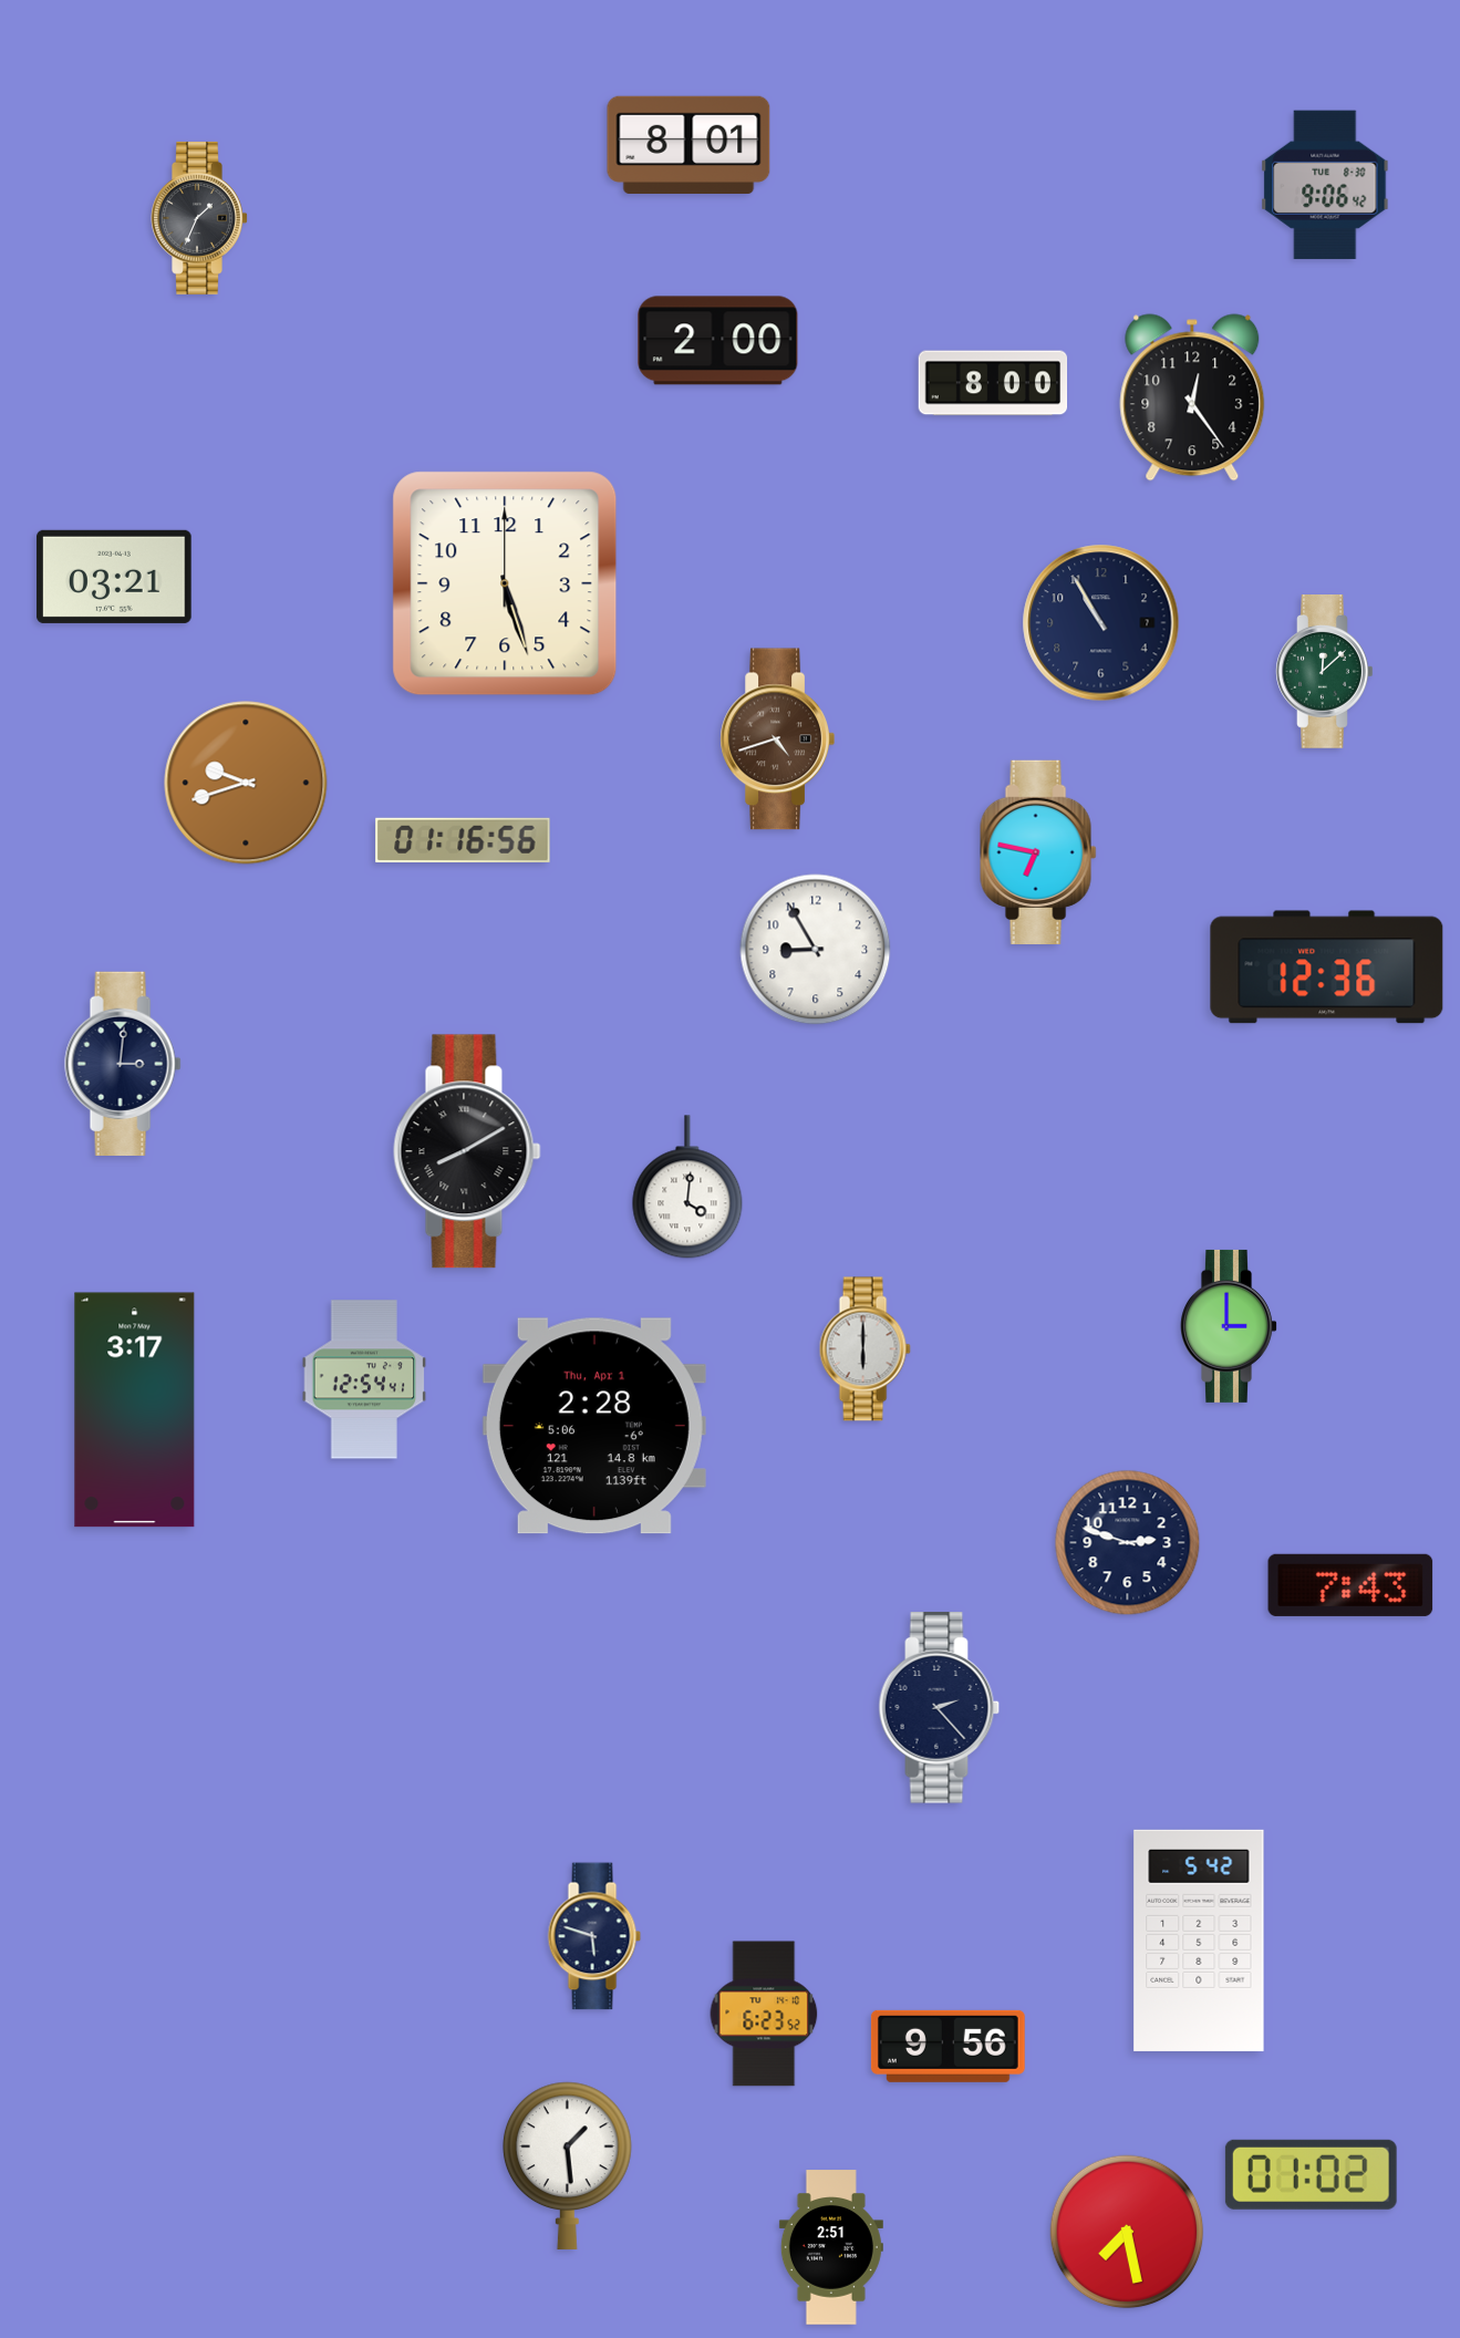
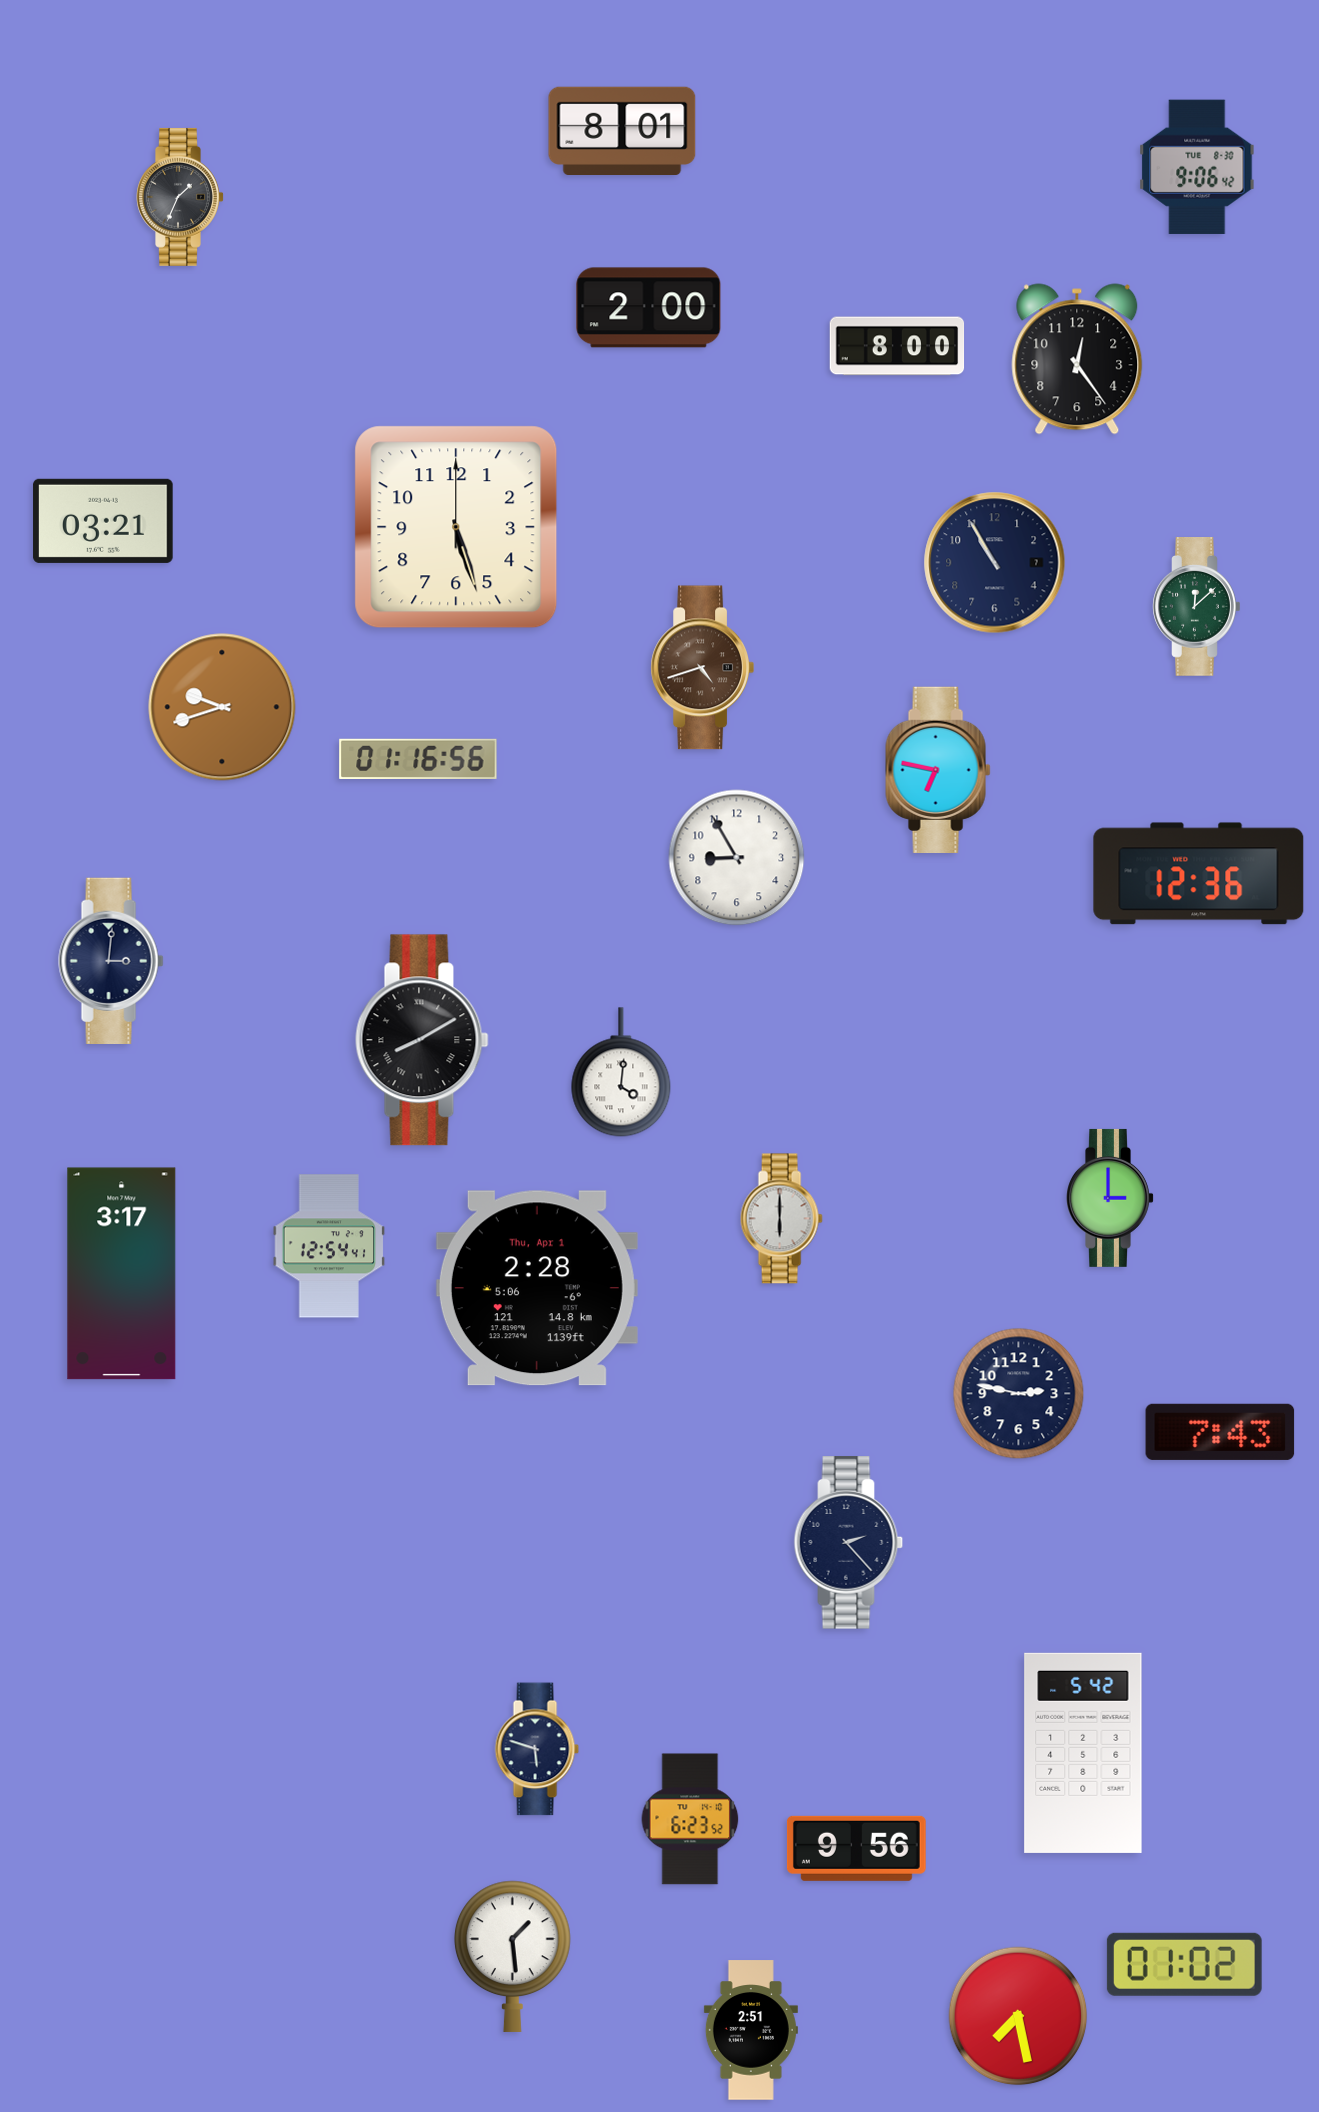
clock at (1128, 1543): 2:48 -> 2:47
